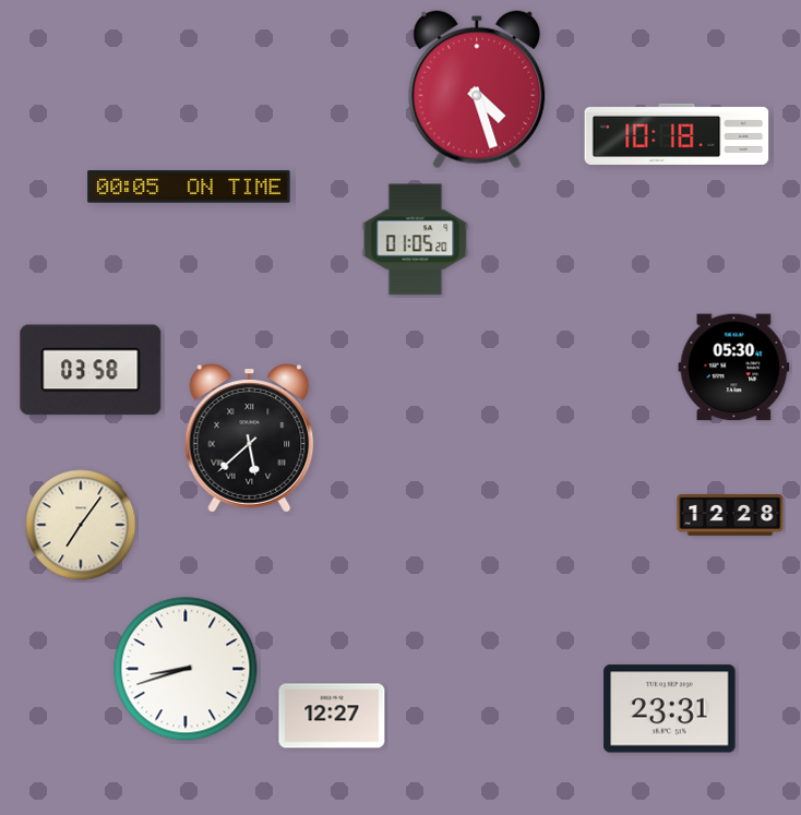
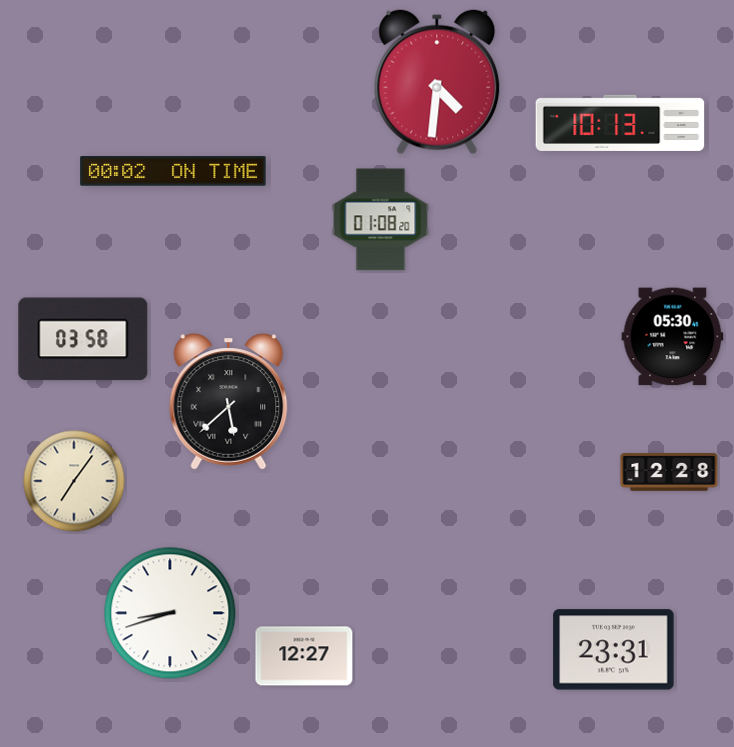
clock at (477, 89): 4:27 -> 4:31
clock at (677, 134): 10:18 -> 10:13
clock at (189, 187): 00:05 -> 00:02
clock at (416, 240): 01:05 -> 01:08
